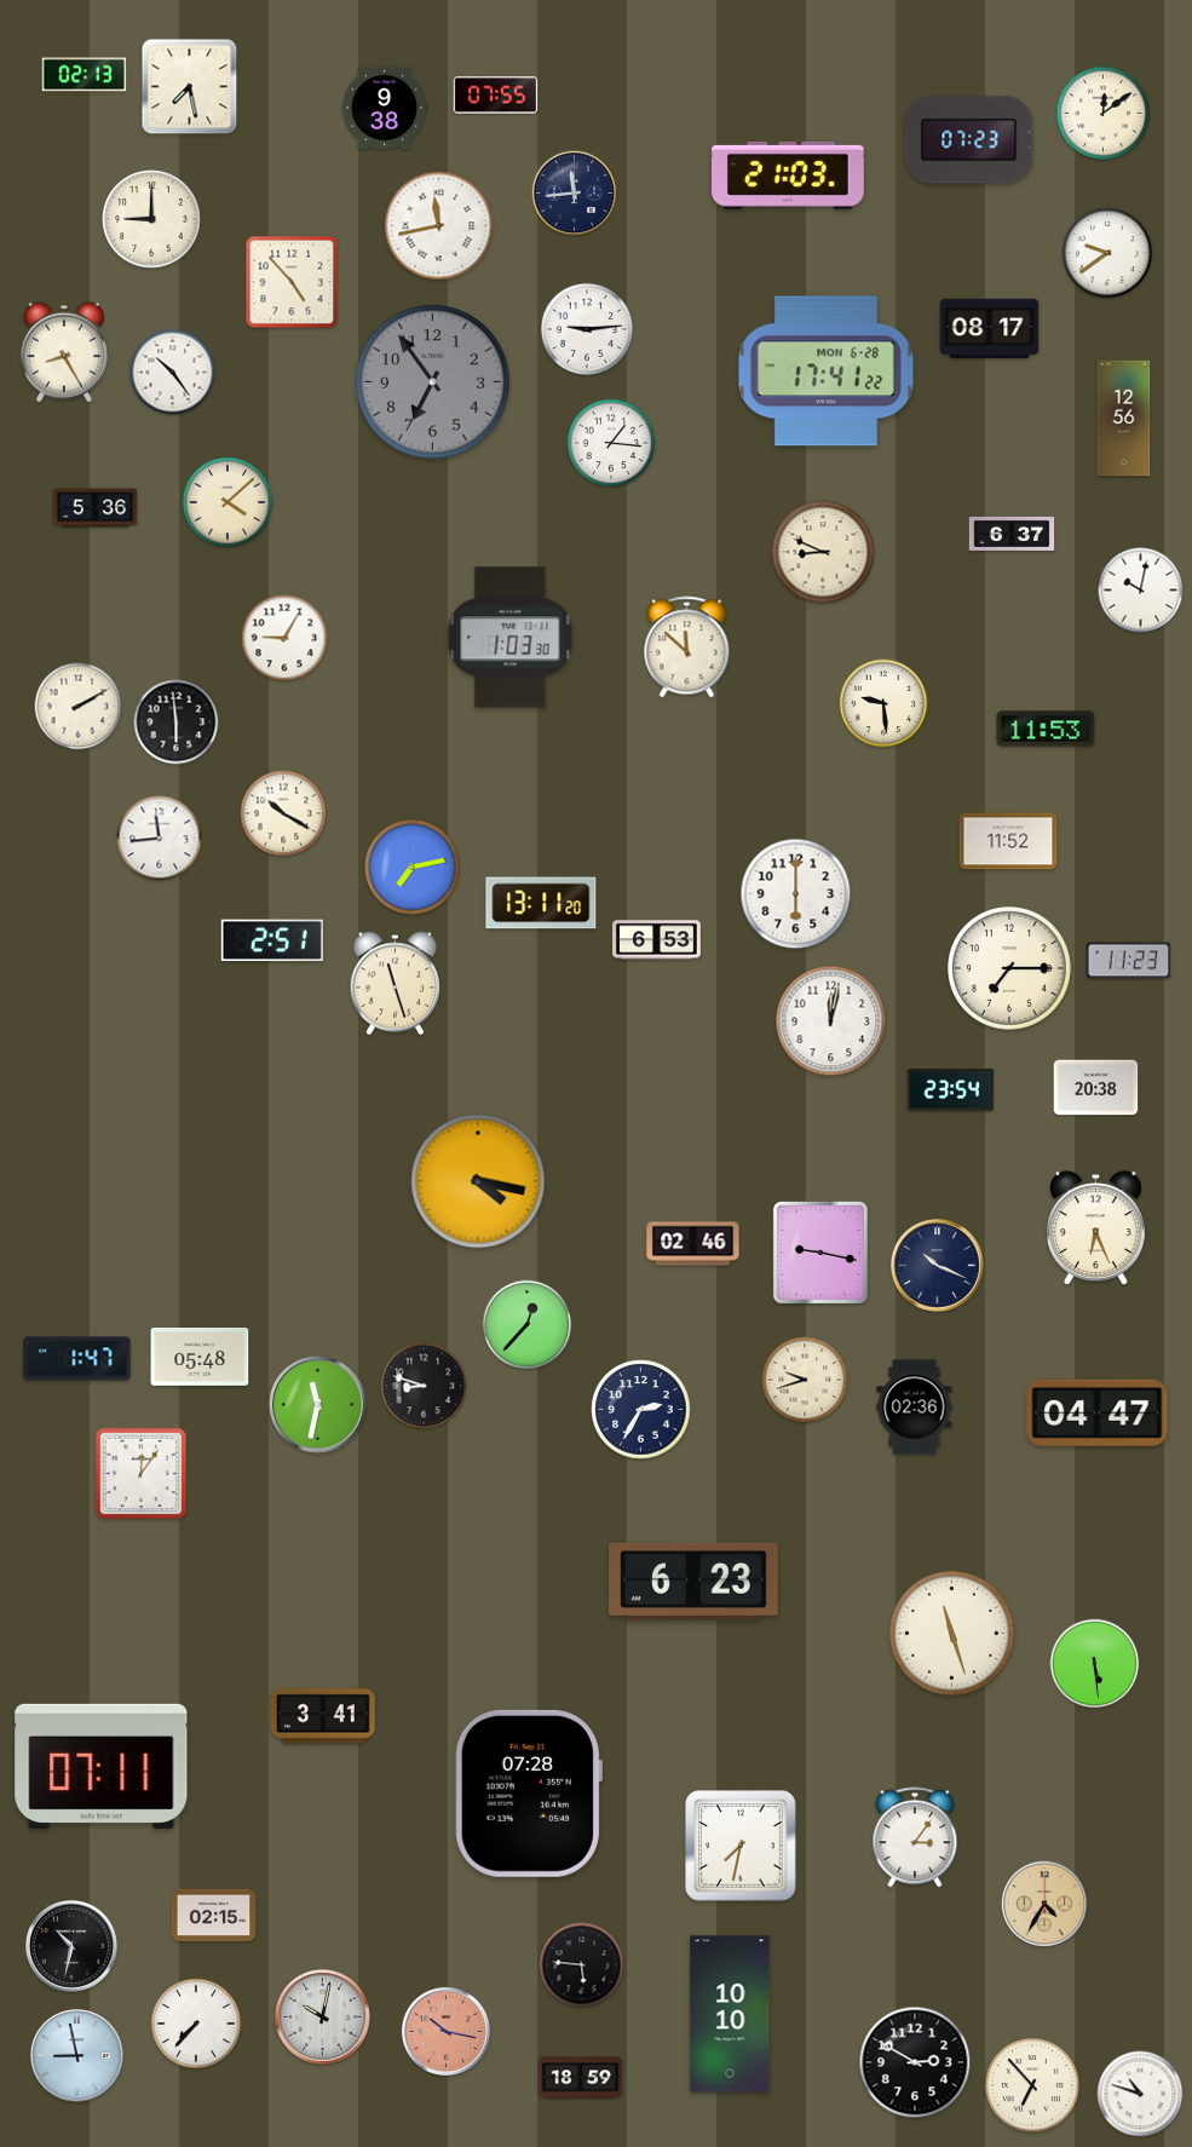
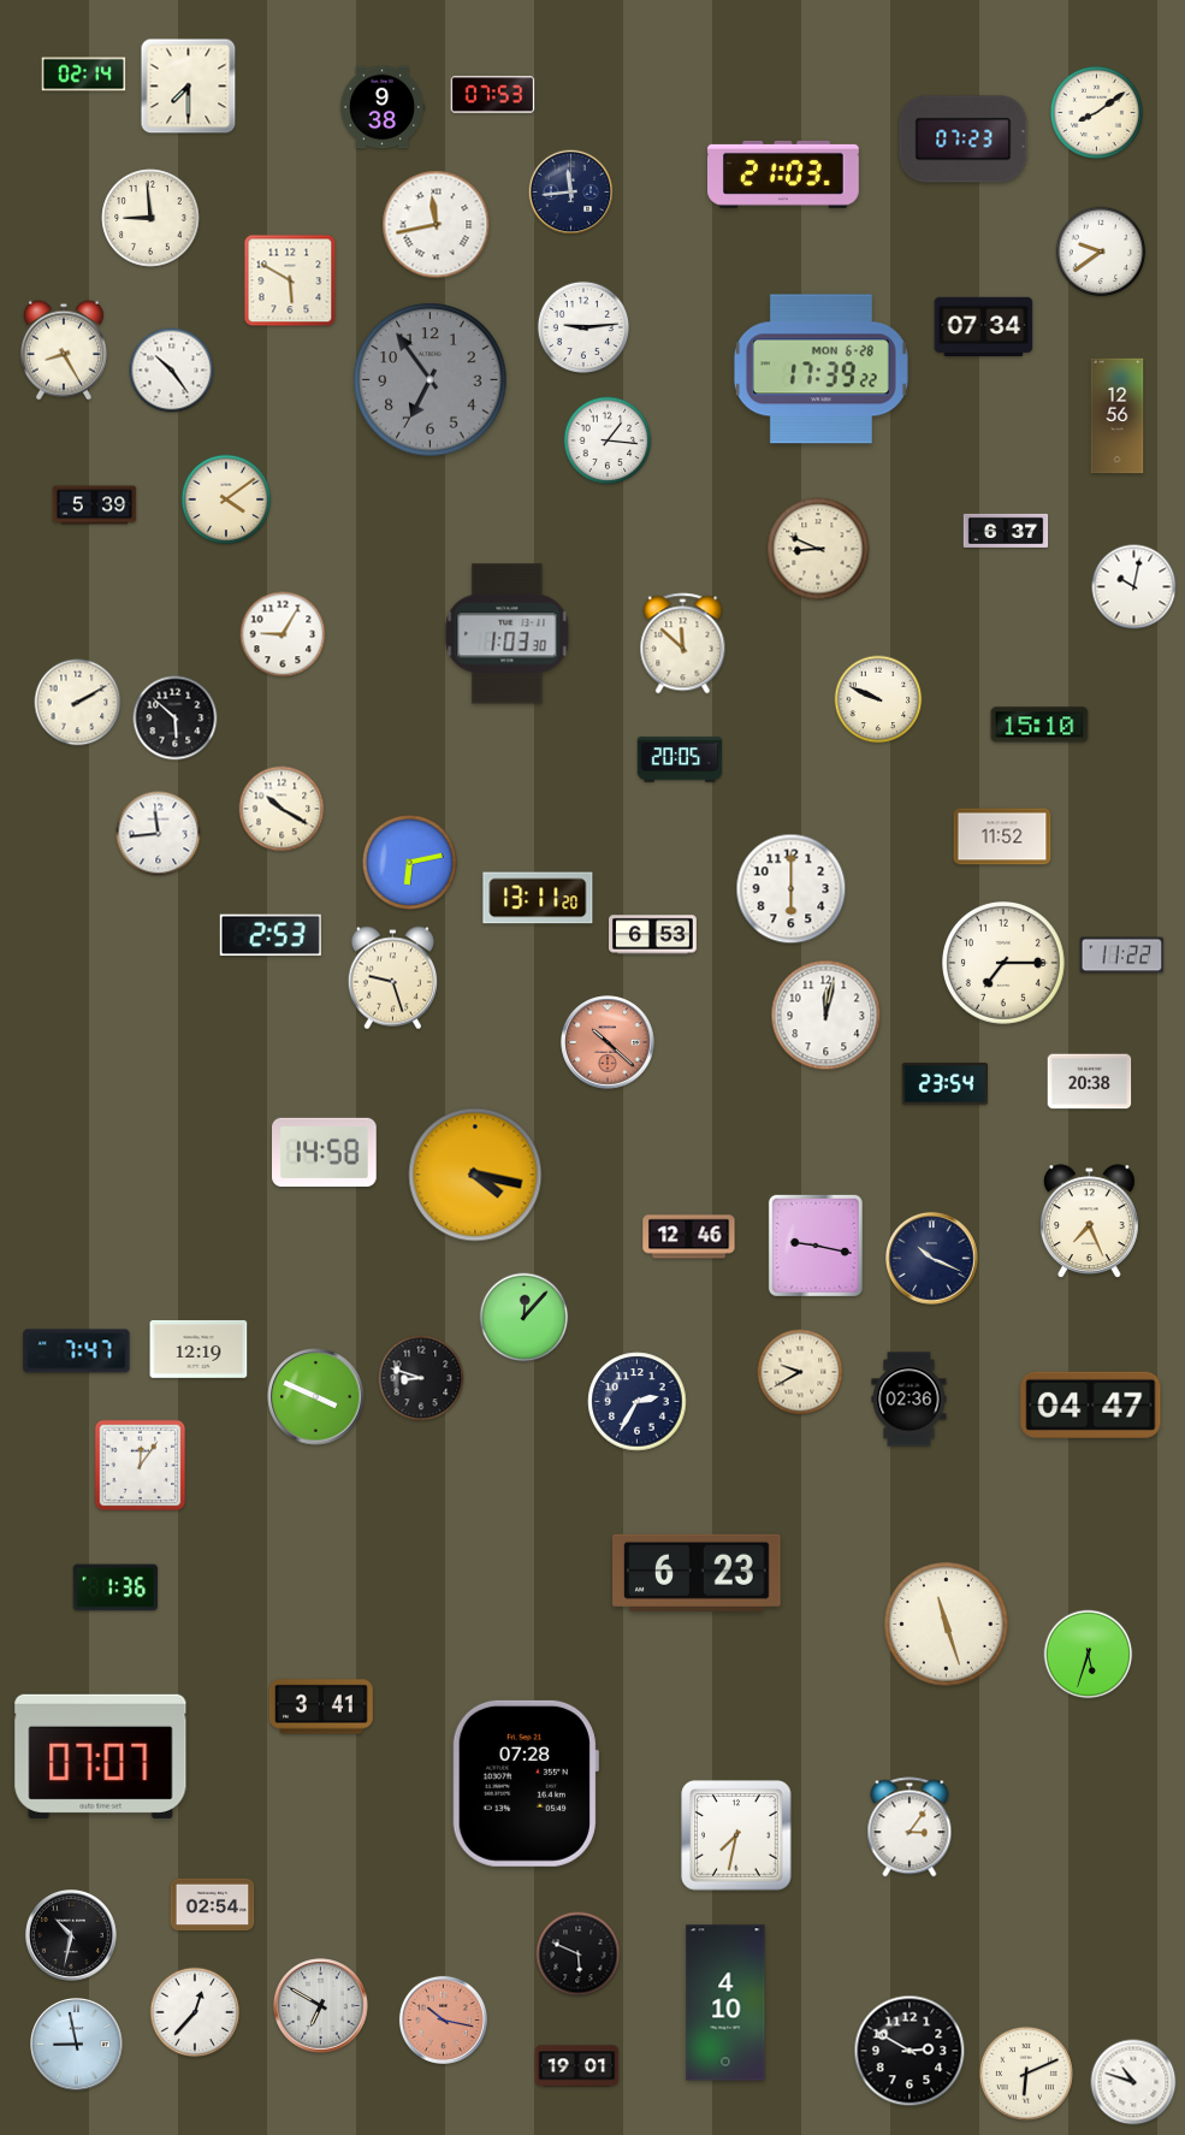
clock at (85, 75): 02:13 -> 02:14
clock at (190, 87): 7:28 -> 7:30
clock at (496, 96): 07:55 -> 07:53
clock at (1102, 113): 12:09 -> 8:09
clock at (151, 219): 9:00 -> 8:59
clock at (292, 282): 4:53 -> 5:50
clock at (990, 329): 08:17 -> 07:34
clock at (825, 372): 17:41 -> 17:39
clock at (228, 502): 4:08 -> 4:09
clock at (96, 508): 5:36 -> 5:39
clock at (883, 703): 9:29 -> 9:49
clock at (177, 723): 5:59 -> 5:52
clock at (1046, 729): 11:53 -> 15:10
clock at (680, 759): none -> 20:05
clock at (411, 867): 7:13 -> 6:13
clock at (272, 940): 2:51 -> 2:53
clock at (1129, 961): 11:23 -> 11:22
clock at (395, 984): 11:27 -> 9:27
clock at (608, 1042): none -> 10:22
clock at (325, 1152): none -> 14:58
clock at (1096, 1228): 6:26 -> 7:26
clock at (693, 1244): 02:46 -> 12:46
clock at (528, 1325): 12:37 -> 12:07
clock at (200, 1357): 05:48 -> 12:19
clock at (77, 1359): 1:47 -> 7:47
clock at (805, 1380): 9:42 -> 9:40
clock at (318, 1405): 11:32 -> 3:49
clock at (693, 1582) position: (693, 1582) -> (697, 1573)
clock at (115, 1587): none -> 1:36
clock at (1095, 1664): 5:29 -> 5:33
clock at (102, 1766): 07:11 -> 07:07
clock at (1044, 1904): 4:35 -> none
clock at (214, 1916): 02:15 -> 02:54
clock at (582, 1965): 5:46 -> 5:49
clock at (730, 2014): 10:10 -> 4:10
clock at (323, 2018): 10:02 -> 6:50
clock at (196, 2024): 7:37 -> 12:37
clock at (581, 2078): 18:59 -> 19:01
clock at (1032, 2085): 6:53 -> 6:11
